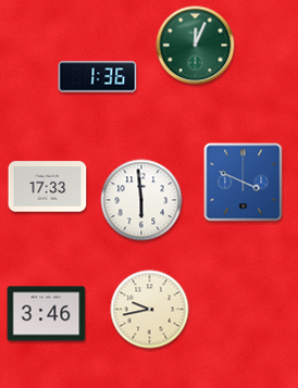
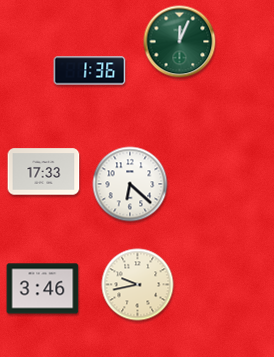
clock at (244, 183): 3:49 -> none
clock at (141, 200): 5:59 -> 6:22
